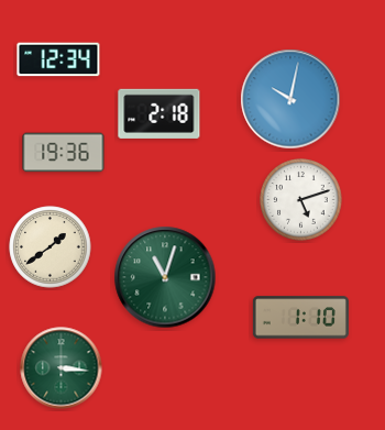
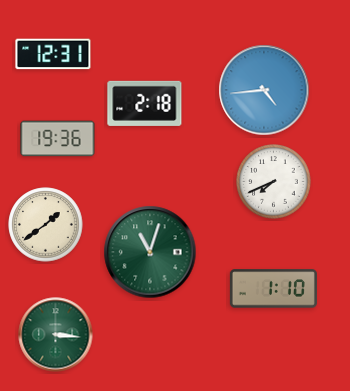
clock at (58, 59): 12:34 -> 12:31
clock at (290, 99): 10:02 -> 4:44
clock at (301, 200): 5:12 -> 7:41
